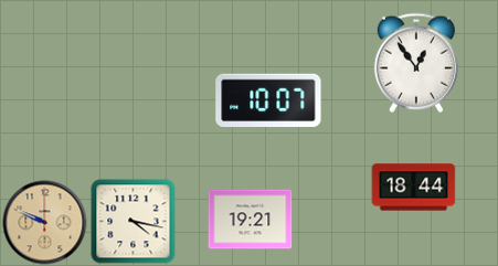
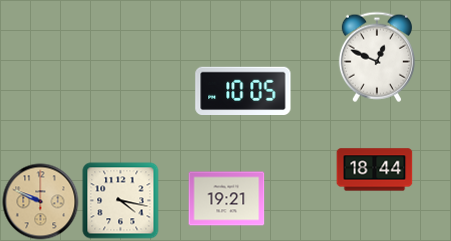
clock at (416, 63): 12:54 -> 12:49
clock at (268, 100): 10:07 -> 10:05
